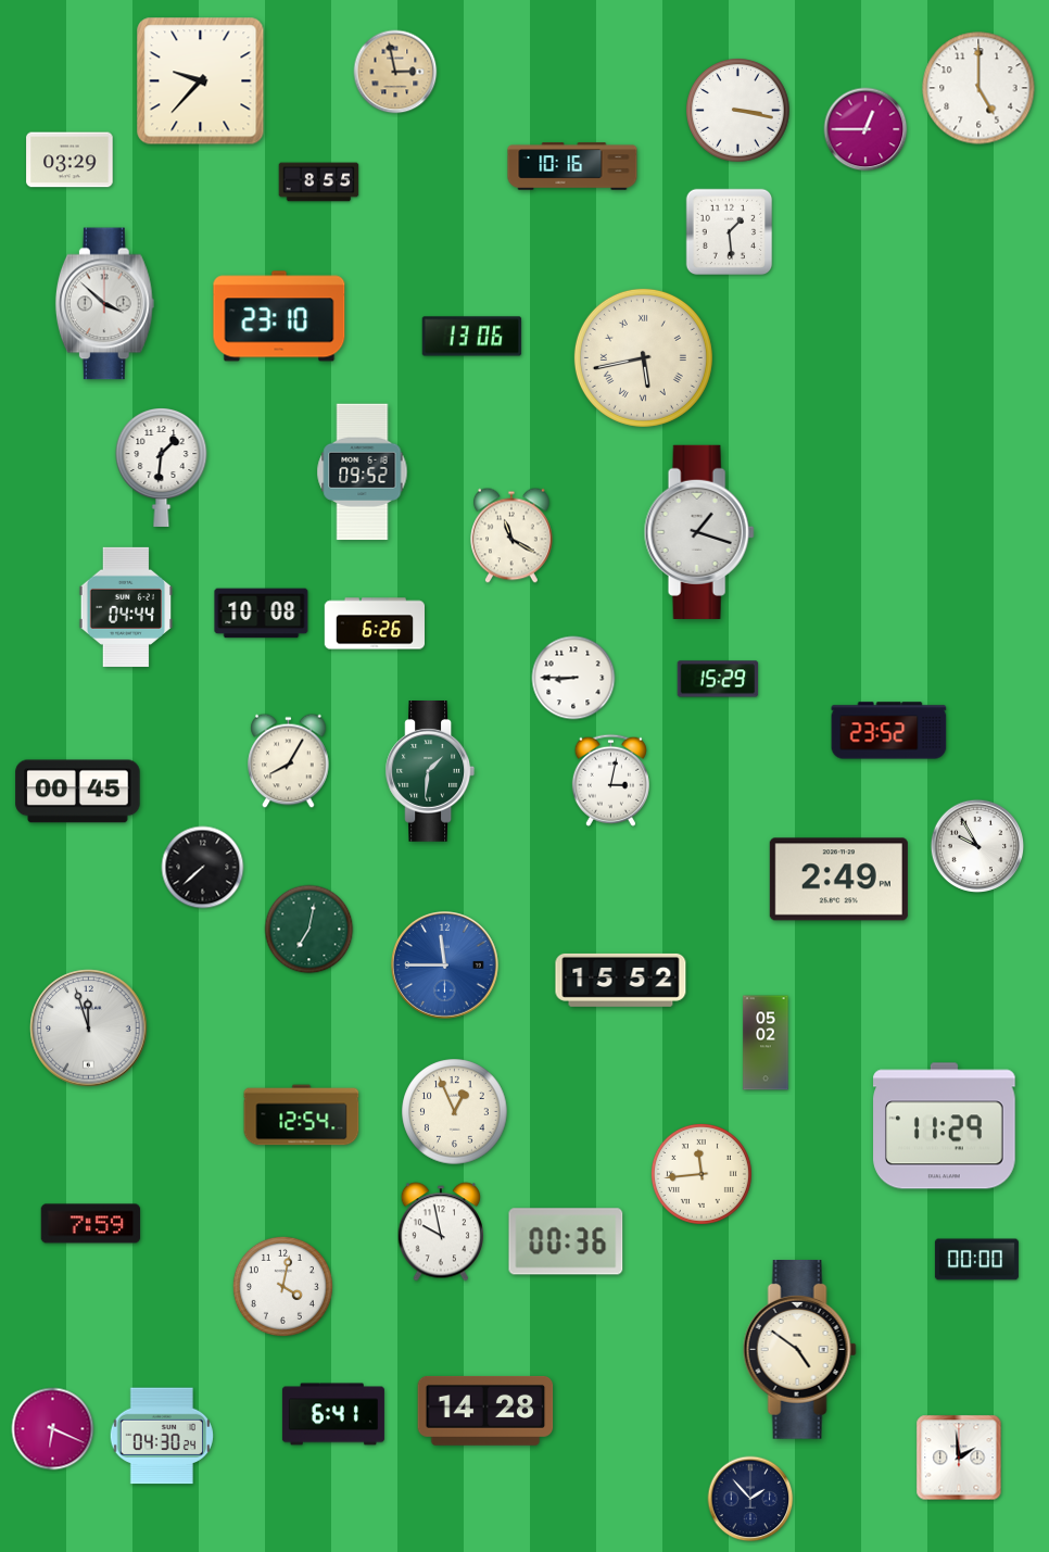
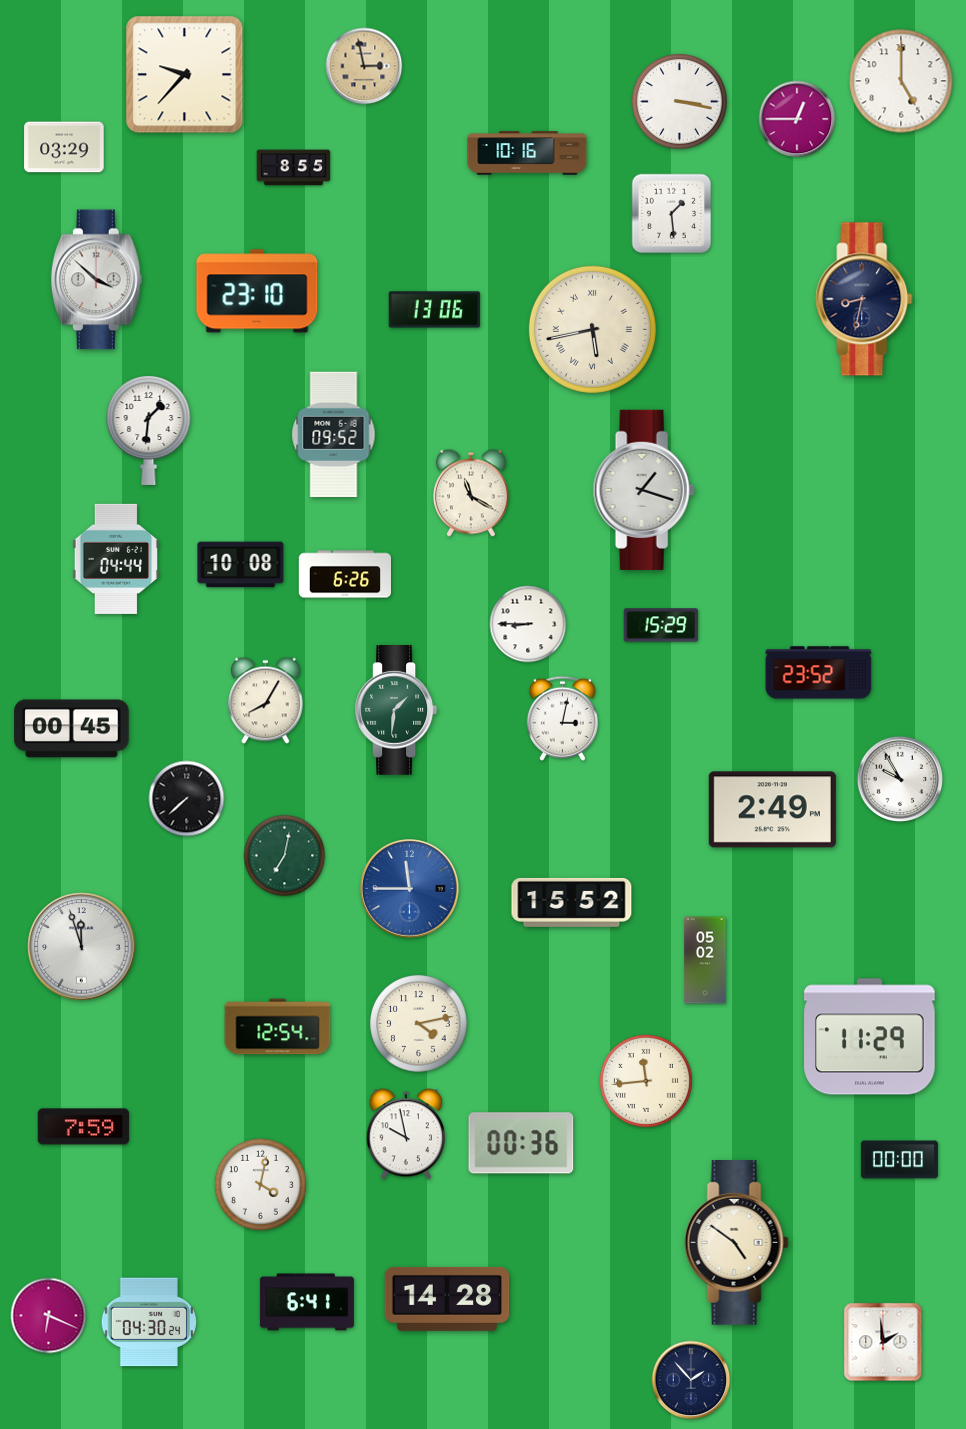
clock at (864, 299): none -> 8:32
clock at (455, 1112): 12:56 -> 4:13
